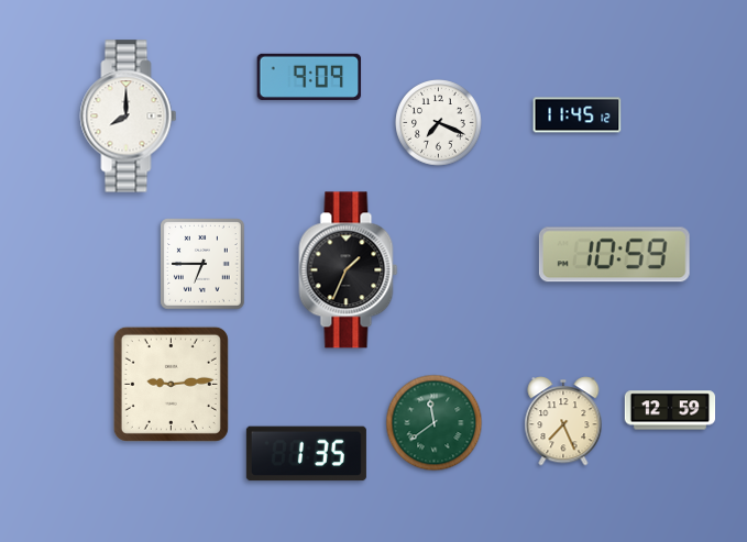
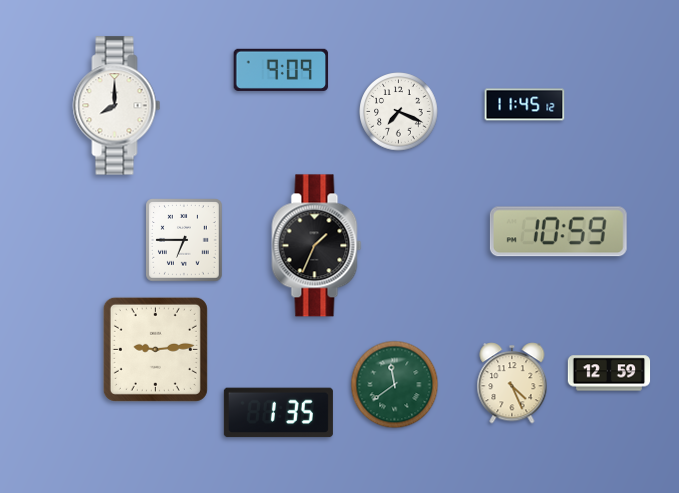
clock at (563, 421): 7:26 -> 4:26
